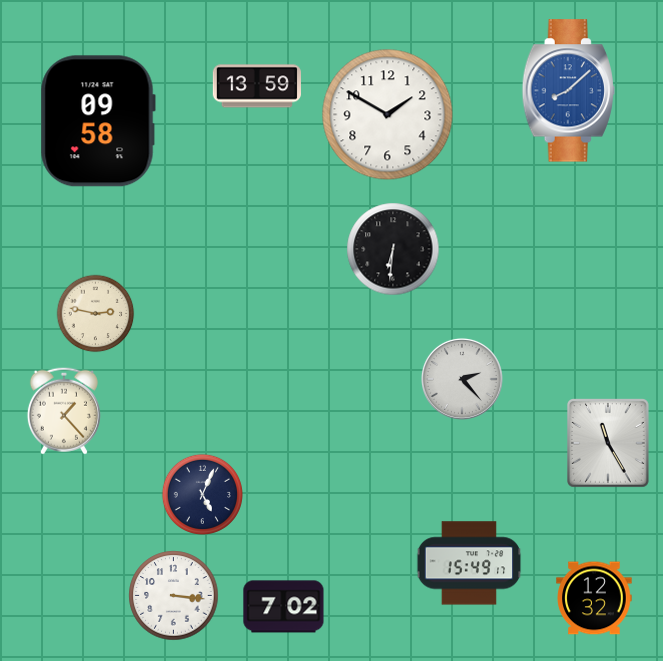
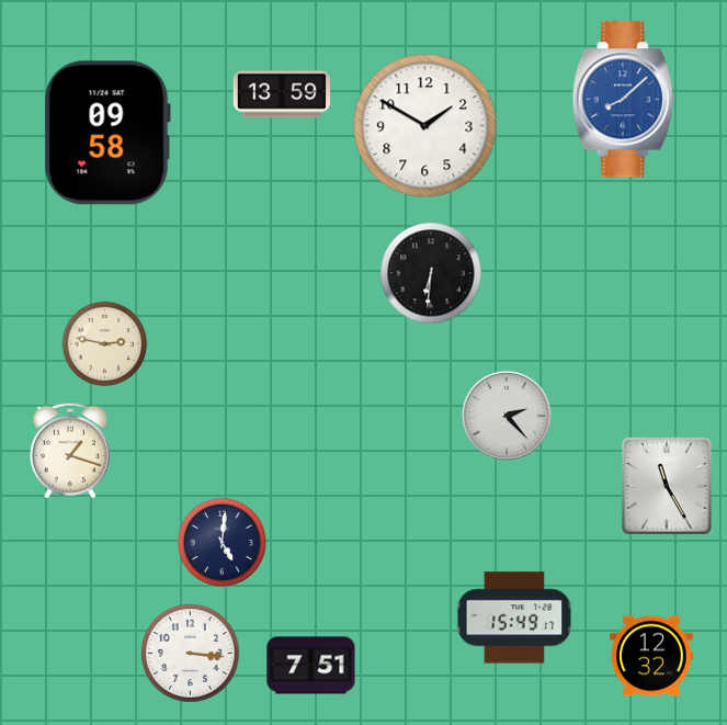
clock at (64, 411): 1:23 -> 1:18
clock at (202, 494): 5:04 -> 5:01
clock at (284, 607): 7:02 -> 7:51
